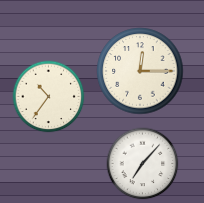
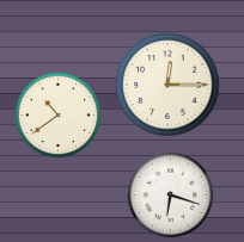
clock at (49, 97): 10:36 -> 10:39
clock at (143, 164): 7:07 -> 6:18
